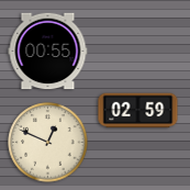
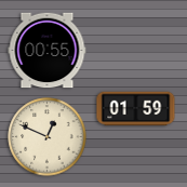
clock at (138, 111): 02:59 -> 01:59
clock at (48, 143) position: (48, 143) -> (48, 137)
